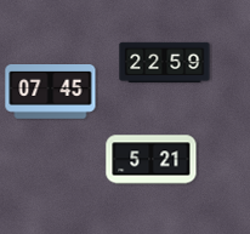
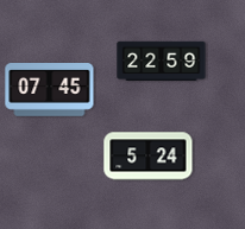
clock at (152, 160): 5:21 -> 5:24
